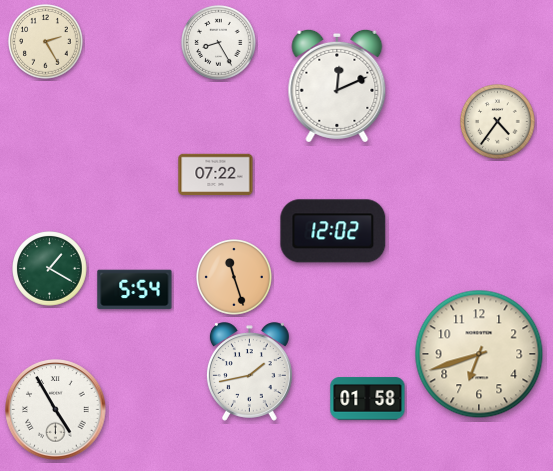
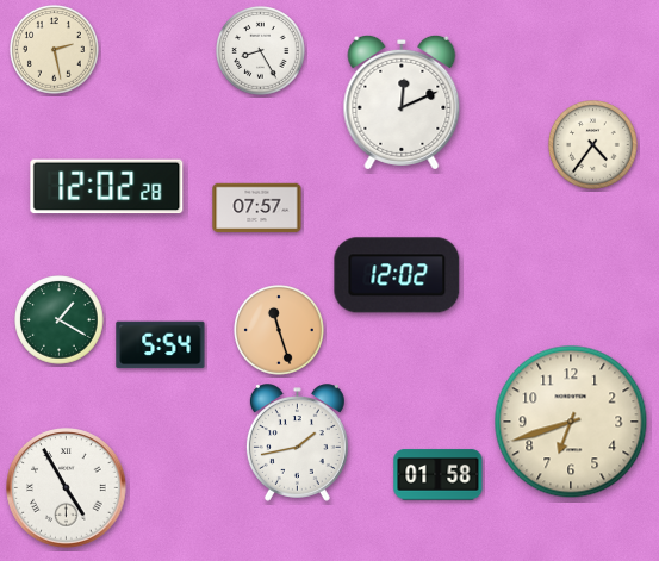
clock at (46, 42): 2:25 -> 2:28
clock at (107, 187): none -> 12:02
clock at (216, 175): 07:22 -> 07:57
